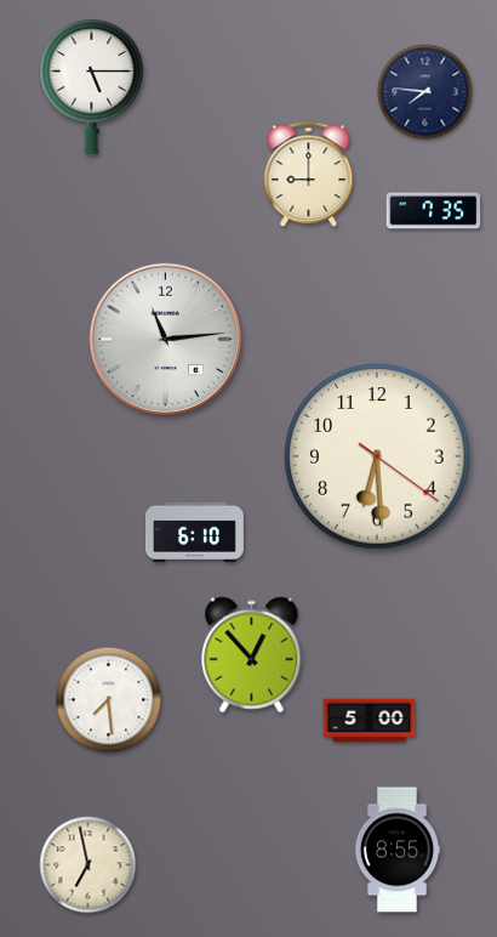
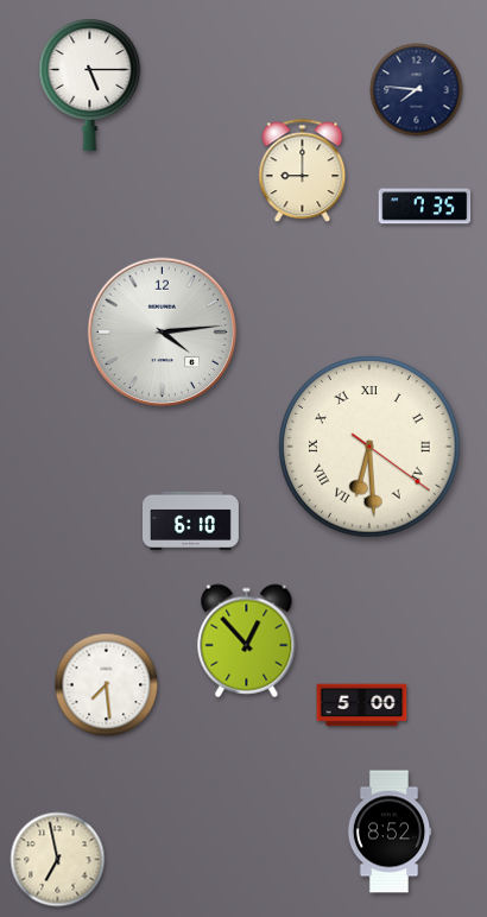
clock at (166, 340): 11:14 -> 4:14
clock at (377, 456) numerals: Arabic -> Roman
clock at (398, 850): 8:55 -> 8:52
clock at (88, 865) position: (88, 865) -> (58, 860)
